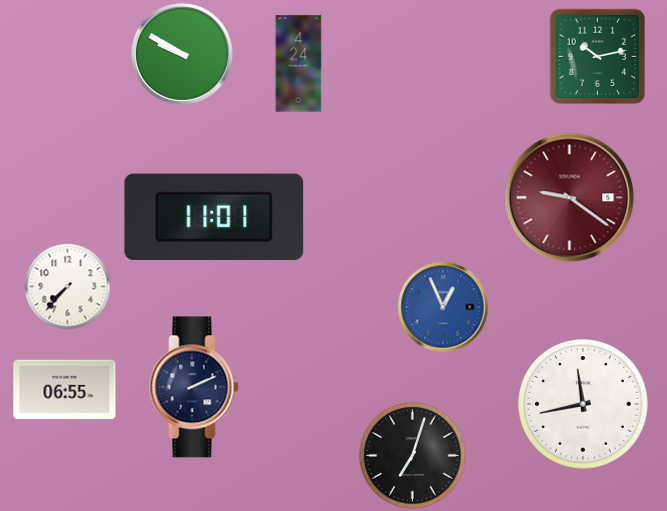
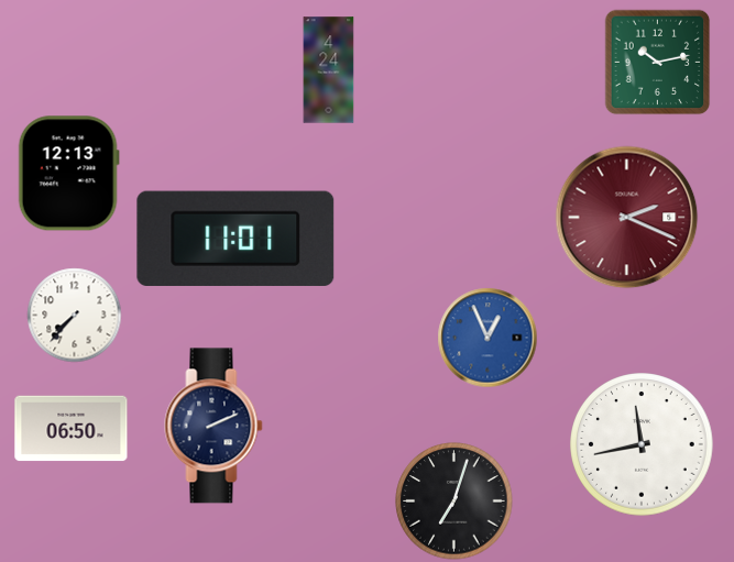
clock at (183, 55): 9:50 -> none
clock at (68, 174): none -> 12:13
clock at (570, 198): 9:21 -> 2:19
clock at (65, 390): 06:55 -> 06:50
